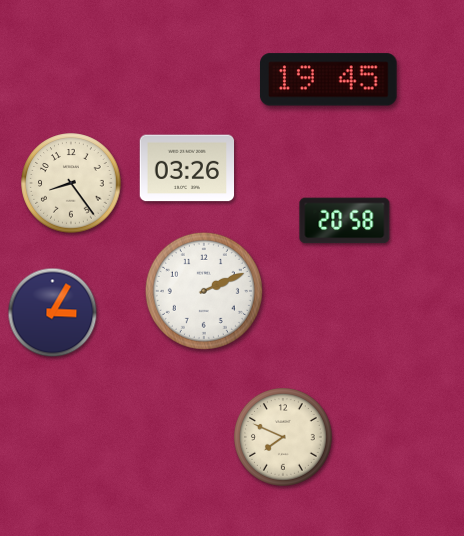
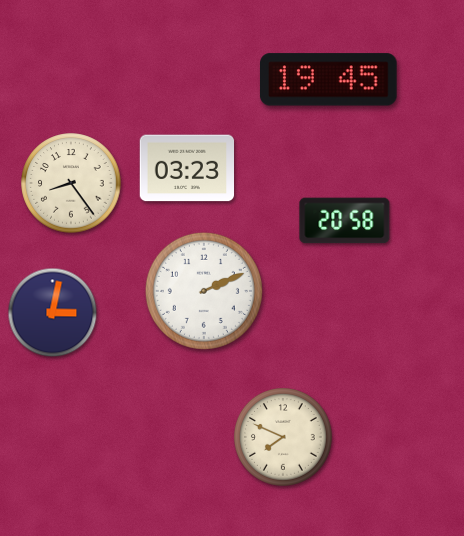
clock at (187, 168): 03:26 -> 03:23
clock at (53, 313): 3:05 -> 3:02
